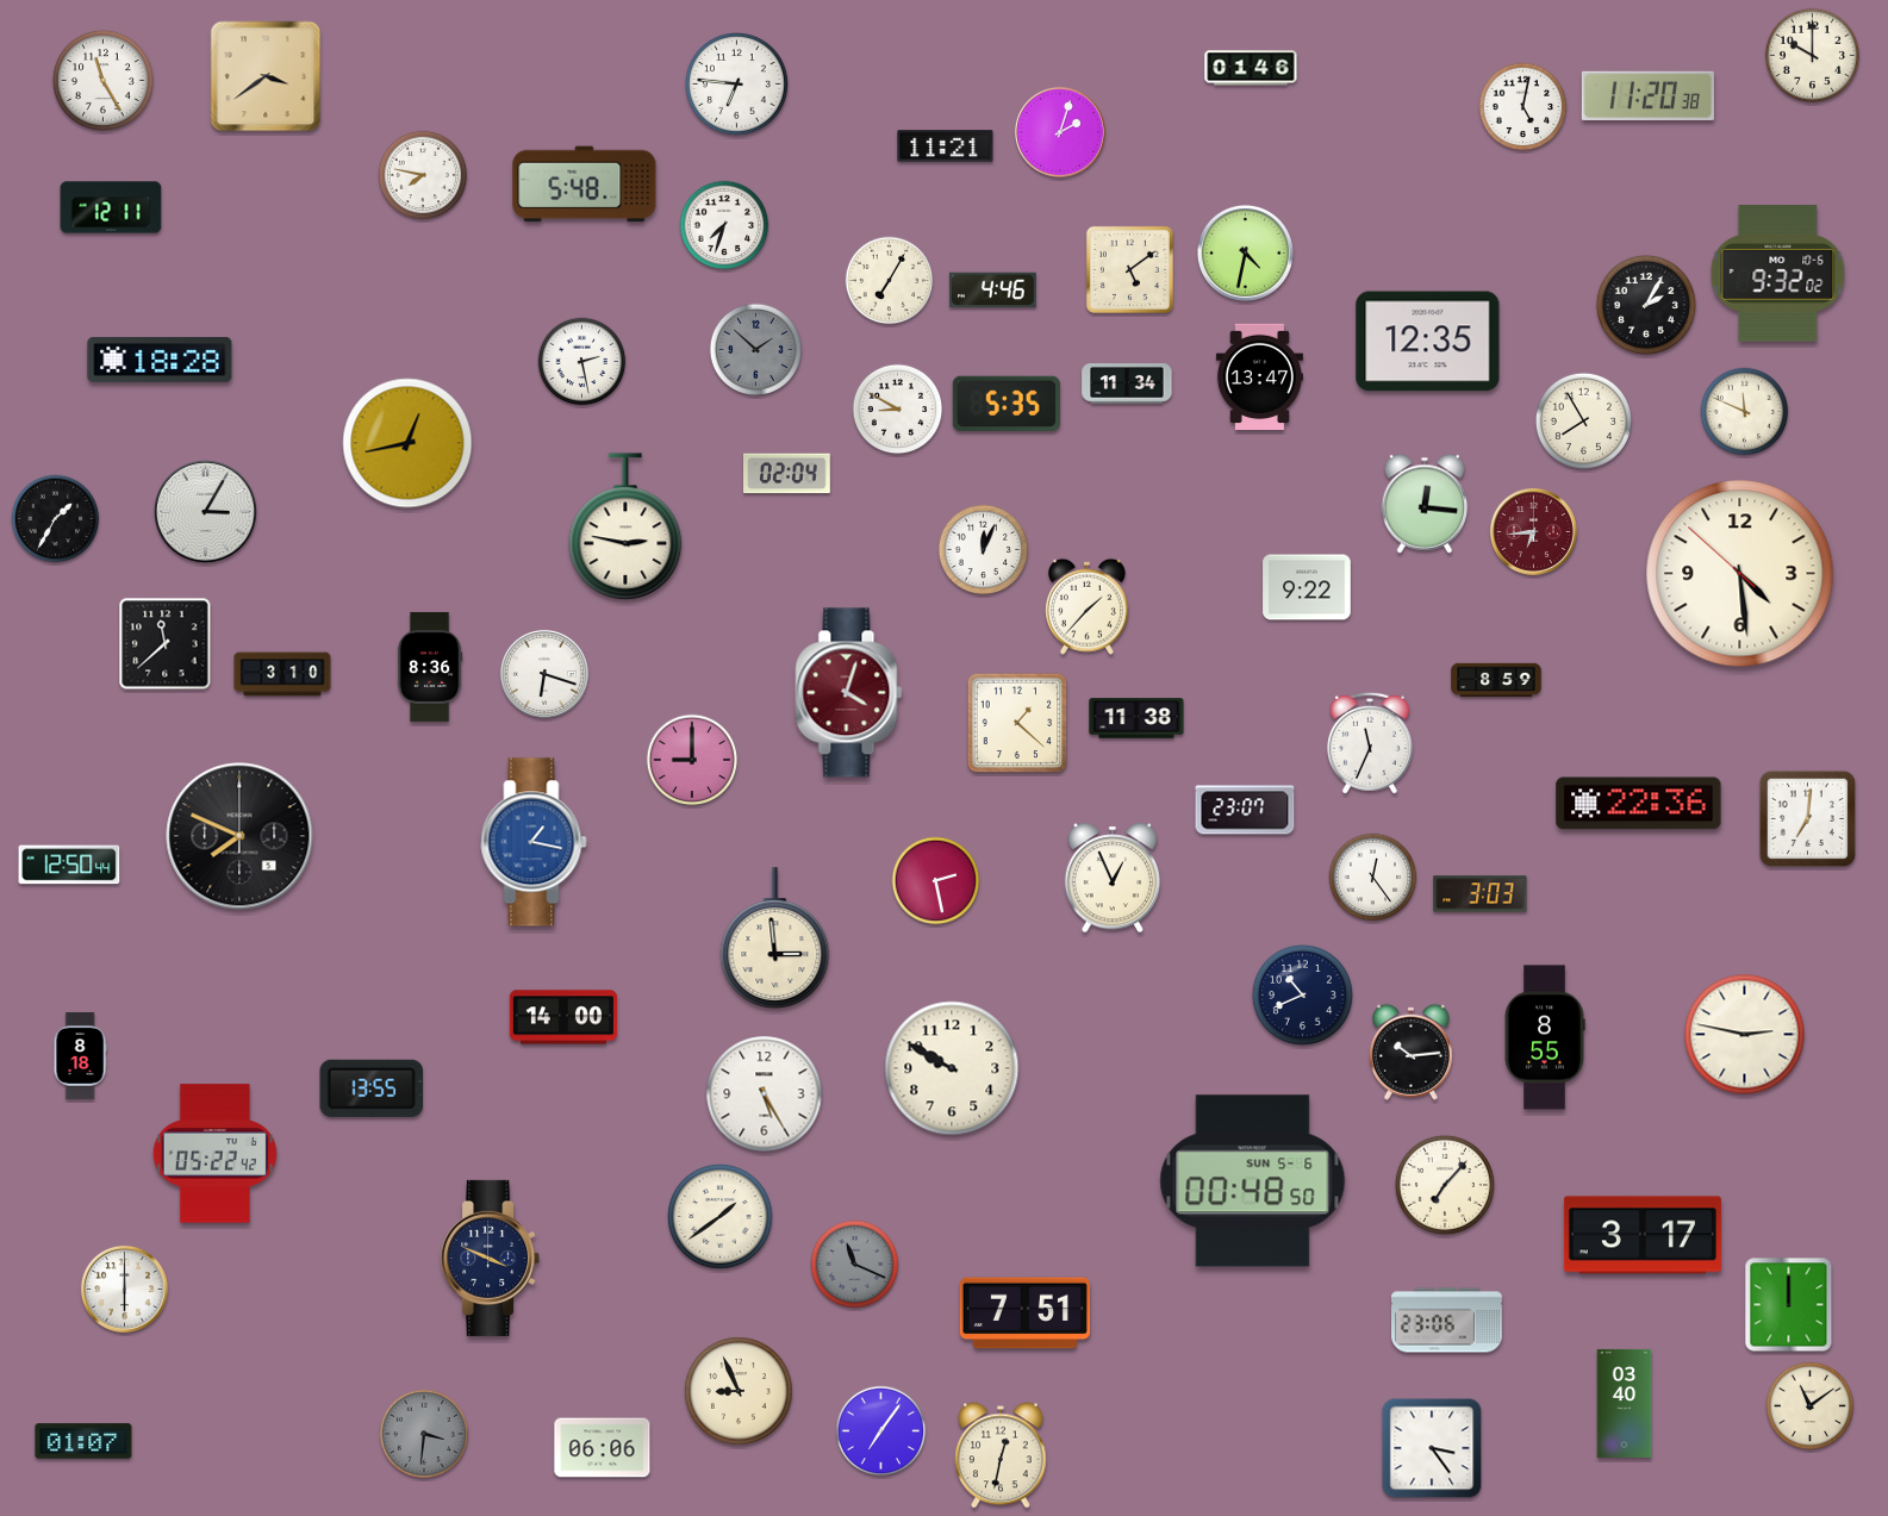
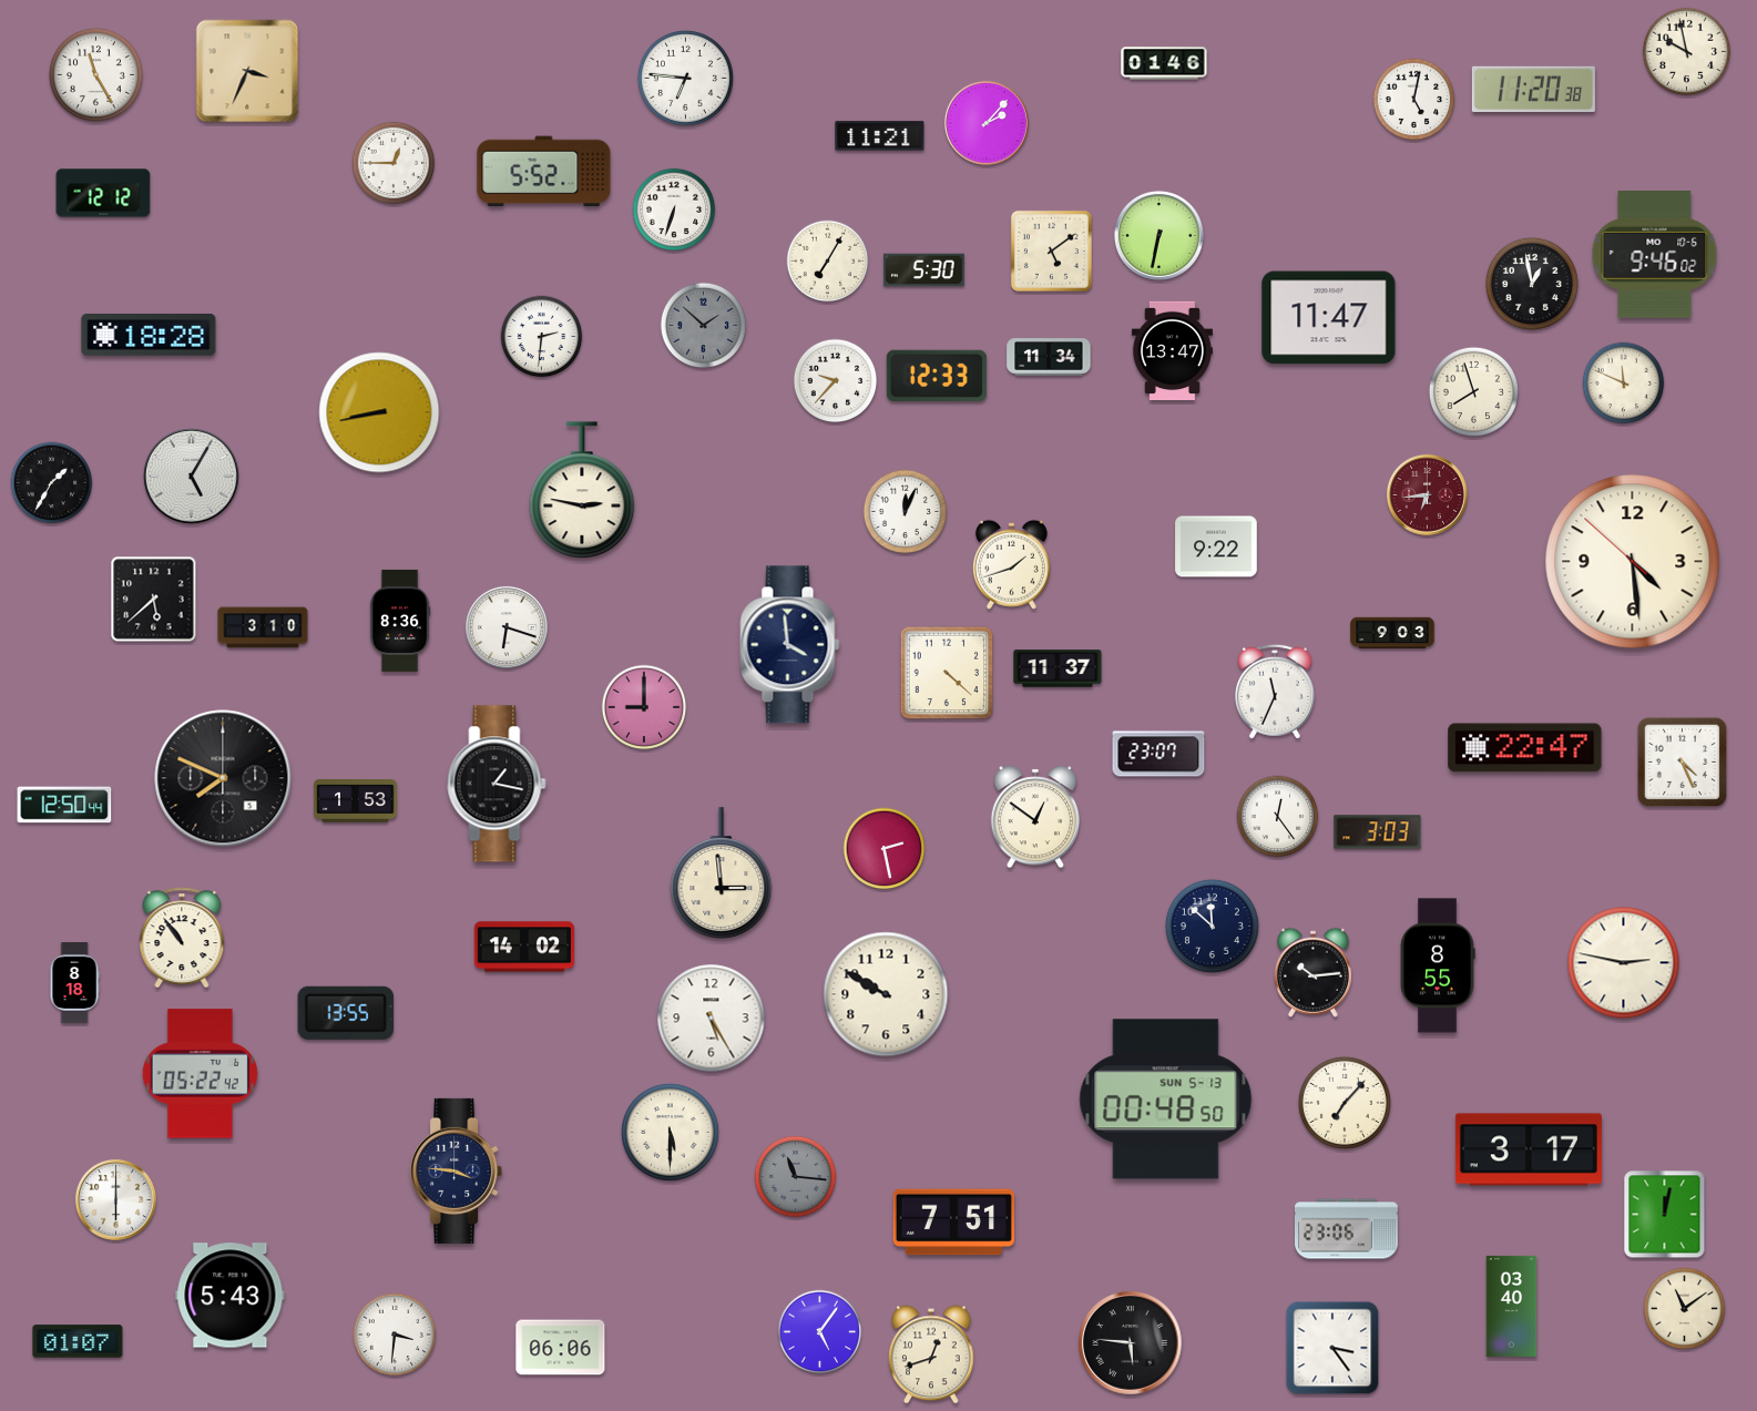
clock at (1812, 55): 10:00 -> 9:58
clock at (266, 76): 3:39 -> 3:34
clock at (1524, 107) position: (1524, 107) -> (1414, 100)
clock at (1060, 132): 2:03 -> 2:07
clock at (423, 175): 7:47 -> 12:45
clock at (585, 185): 5:48 -> 5:52
clock at (111, 207): 12:11 -> 12:12
clock at (724, 225): 7:33 -> 6:33
clock at (1245, 252): 4:32 -> 6:32
clock at (1778, 274): 9:32 -> 9:46
clock at (992, 291): 4:46 -> 5:30
clock at (1646, 305): 2:05 -> 12:58
clock at (1428, 342): 12:35 -> 11:47
clock at (582, 362): 2:28 -> 2:31
clock at (1007, 403): 5:35 -> 12:33
clock at (898, 410): 8:50 -> 9:37
clock at (1583, 420): 7:55 -> 7:57
clock at (407, 443): 12:43 -> 8:43
clock at (787, 474): 02:04 -> none
clock at (1425, 504): 12:16 -> none
clock at (206, 512): 3:05 -> 5:05
clock at (984, 550) position: (984, 550) -> (906, 512)
clock at (1740, 574) position: (1740, 574) -> (1633, 562)
clock at (1086, 606): 1:37 -> 1:42
clock at (166, 644): 11:38 -> 5:38
clock at (1496, 680): 8:59 -> 9:03
clock at (849, 693): 4:03 -> 3:59
clock at (849, 693) dial: burgundy -> navy
clock at (1136, 718): 11:38 -> 11:37
clock at (1017, 723): 1:22 -> 4:22
clock at (1639, 804): 22:36 -> 22:47
clock at (1807, 818): 7:01 -> 4:26
clock at (534, 842) dial: blue -> black
clock at (356, 801): none -> 1:53
clock at (1111, 878): 12:56 -> 12:51
clock at (936, 881) position: (936, 881) -> (885, 849)
clock at (1302, 994): 10:41 -> 11:52
clock at (182, 938): none -> 10:54
clock at (563, 1017): 14:00 -> 14:02
clock at (1410, 1052) position: (1410, 1052) -> (1312, 972)
clock at (1253, 1181) date: SUN 5-6 -> SUN 5-13
clock at (721, 1217): 1:39 -> 5:30
clock at (491, 1258): 3:49 -> 3:46
clock at (855, 1265): 11:19 -> 11:16
clock at (1789, 1305): 12:00 -> 12:02
clock at (739, 1391): 8:56 -> none
clock at (231, 1296): none -> 5:43
clock at (881, 1431): 7:06 -> 5:06
clock at (424, 1434) dial: grey -> white
clock at (1131, 1343): none -> 5:46
clock at (1001, 1455): 12:32 -> 12:42
